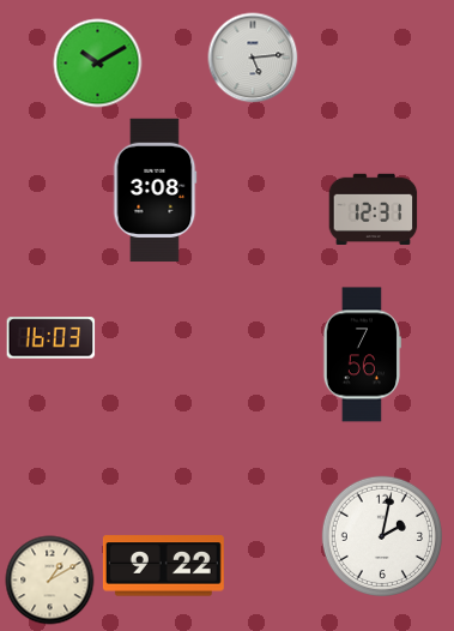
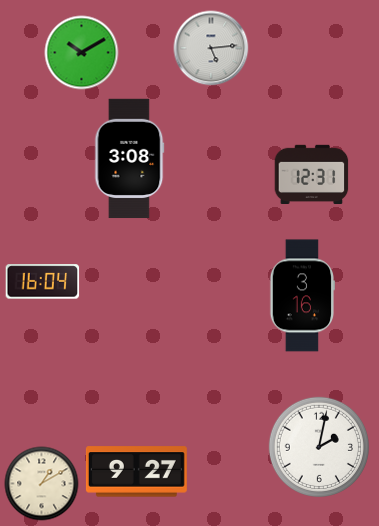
clock at (52, 338): 16:03 -> 16:04
clock at (361, 355): 7:56 -> 3:16
clock at (163, 566): 9:22 -> 9:27
